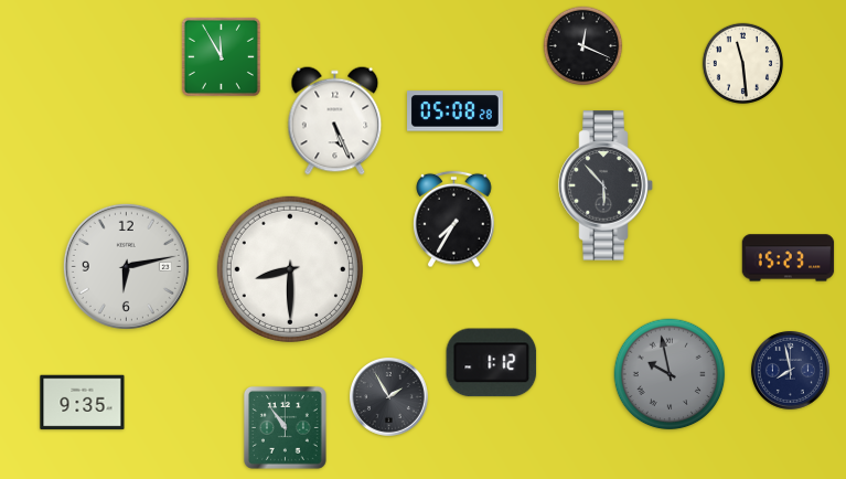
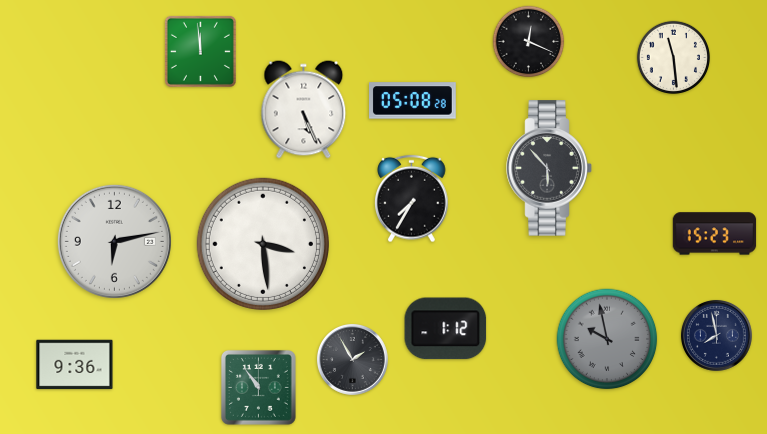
clock at (221, 56): 11:55 -> 11:59
clock at (290, 269): 8:30 -> 3:29
clock at (83, 403): 9:35 -> 9:36
